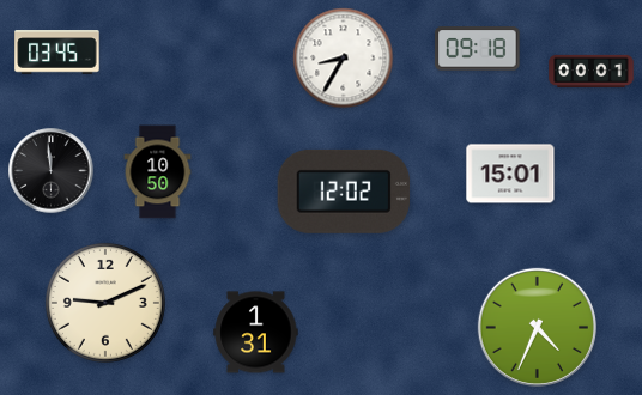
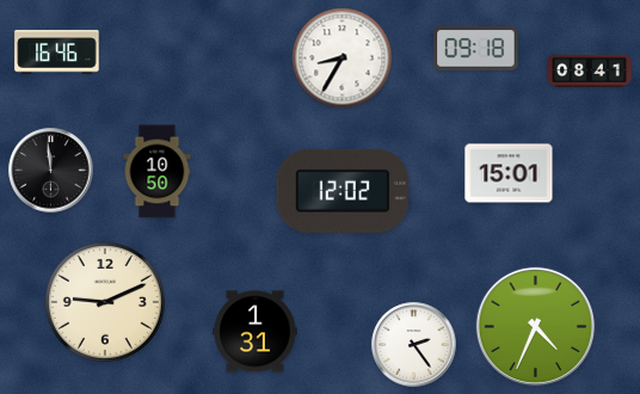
clock at (57, 53): 03:45 -> 16:46
clock at (592, 72): 00:01 -> 08:41
clock at (414, 345): none -> 2:24
